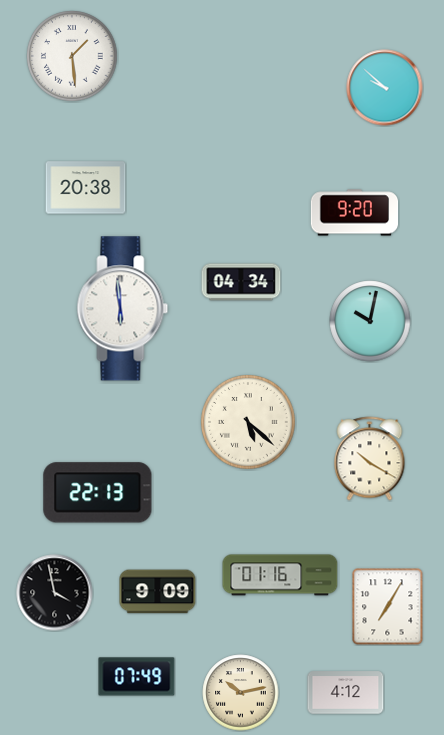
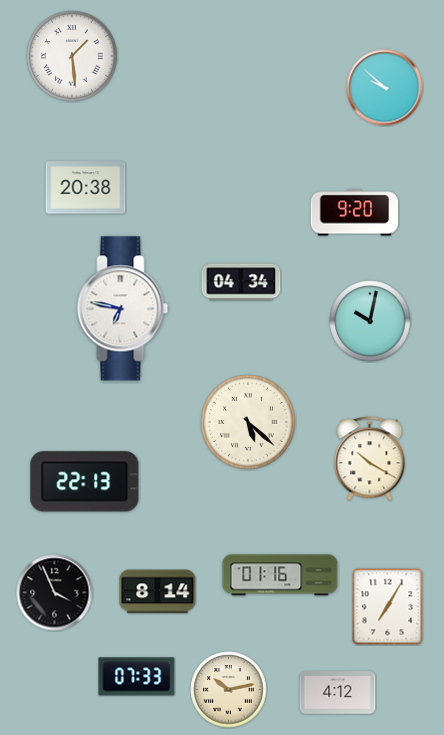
clock at (123, 309): 5:59 -> 6:47
clock at (98, 493) position: (98, 493) -> (85, 482)
clock at (158, 592): 9:09 -> 8:14
clock at (55, 593): 3:58 -> 3:56
clock at (137, 677): 07:49 -> 07:33
clock at (241, 693) position: (241, 693) -> (229, 690)
clock at (346, 693) position: (346, 693) -> (338, 693)
